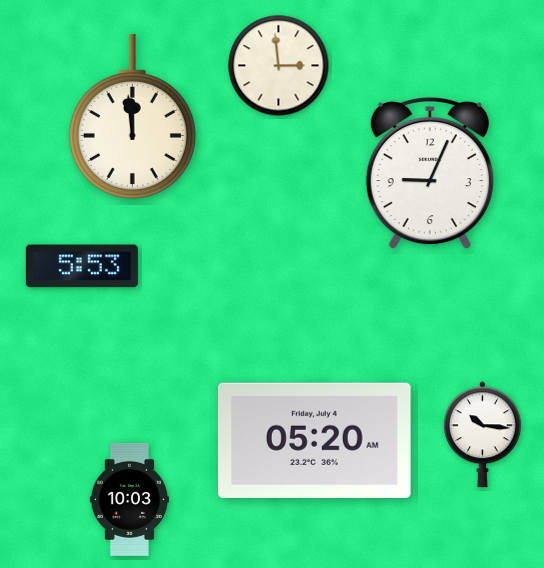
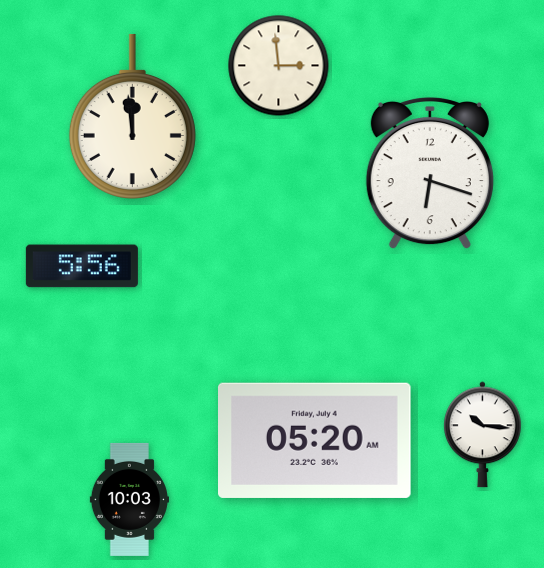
clock at (430, 173): 9:04 -> 6:18
clock at (82, 266): 5:53 -> 5:56
